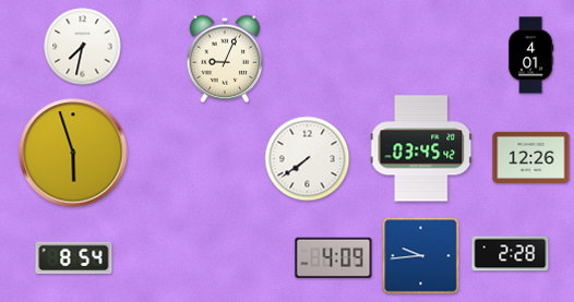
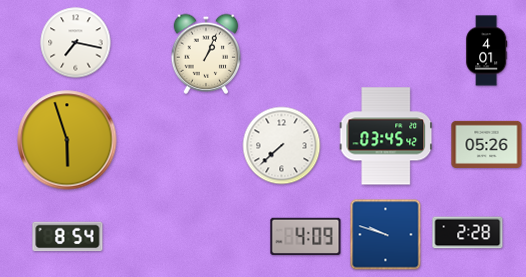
clock at (83, 47): 7:32 -> 7:17
clock at (225, 59): 9:04 -> 1:04
clock at (531, 157): 12:26 -> 05:26
clock at (308, 159): 7:39 -> 7:38
clock at (421, 256): 9:44 -> 9:48
